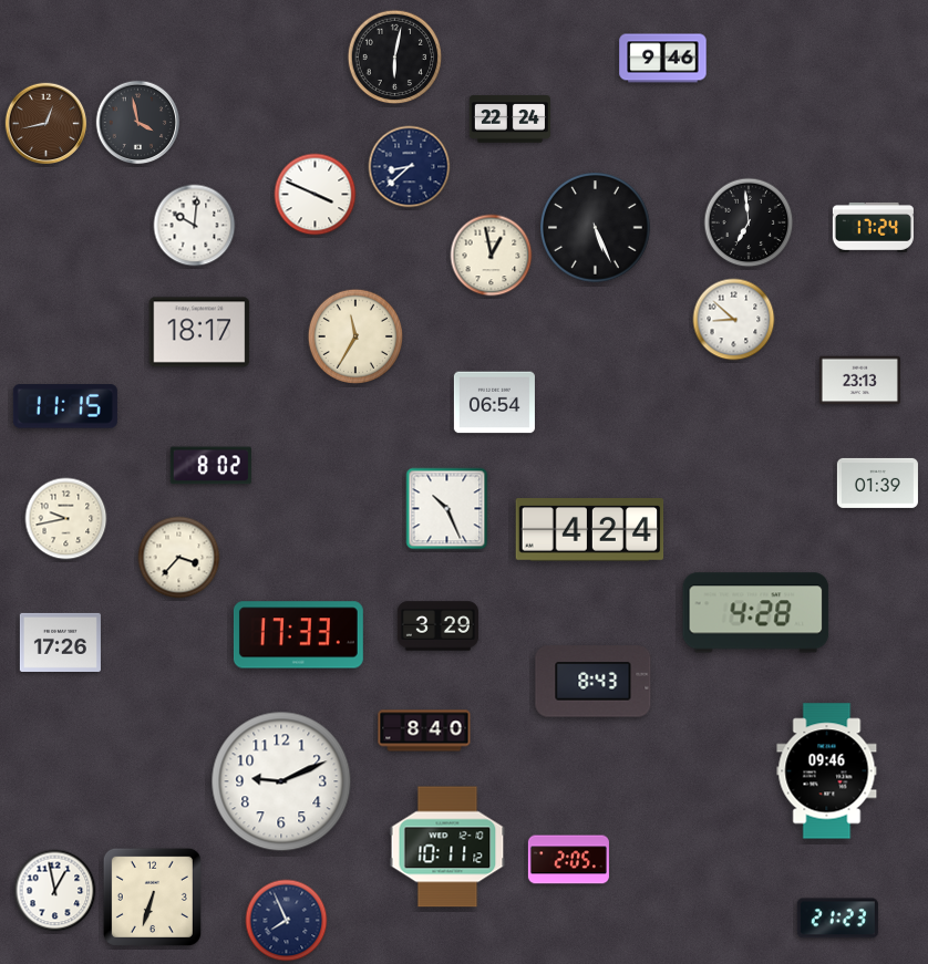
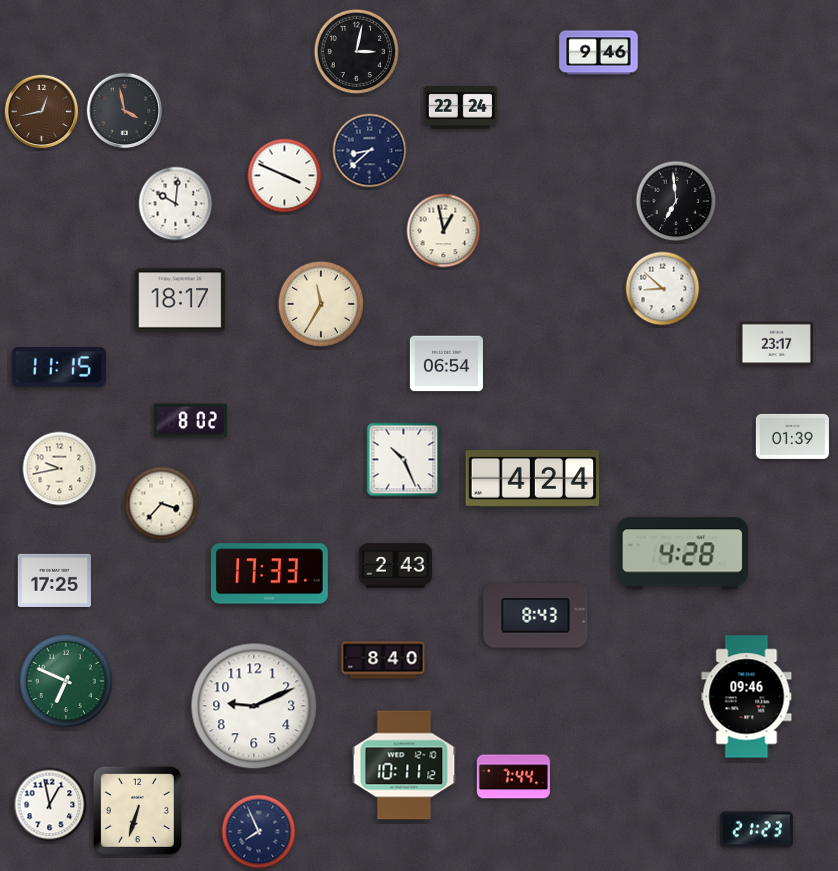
clock at (395, 58): 6:02 -> 3:02
clock at (873, 227): 17:24 -> none
clock at (596, 228): 5:26 -> none
clock at (859, 381): 23:13 -> 23:17
clock at (437, 626): 3:29 -> 2:43
clock at (60, 642): 17:26 -> 17:25
clock at (66, 681): none -> 6:49
clock at (568, 860): 2:05 -> 7:44
